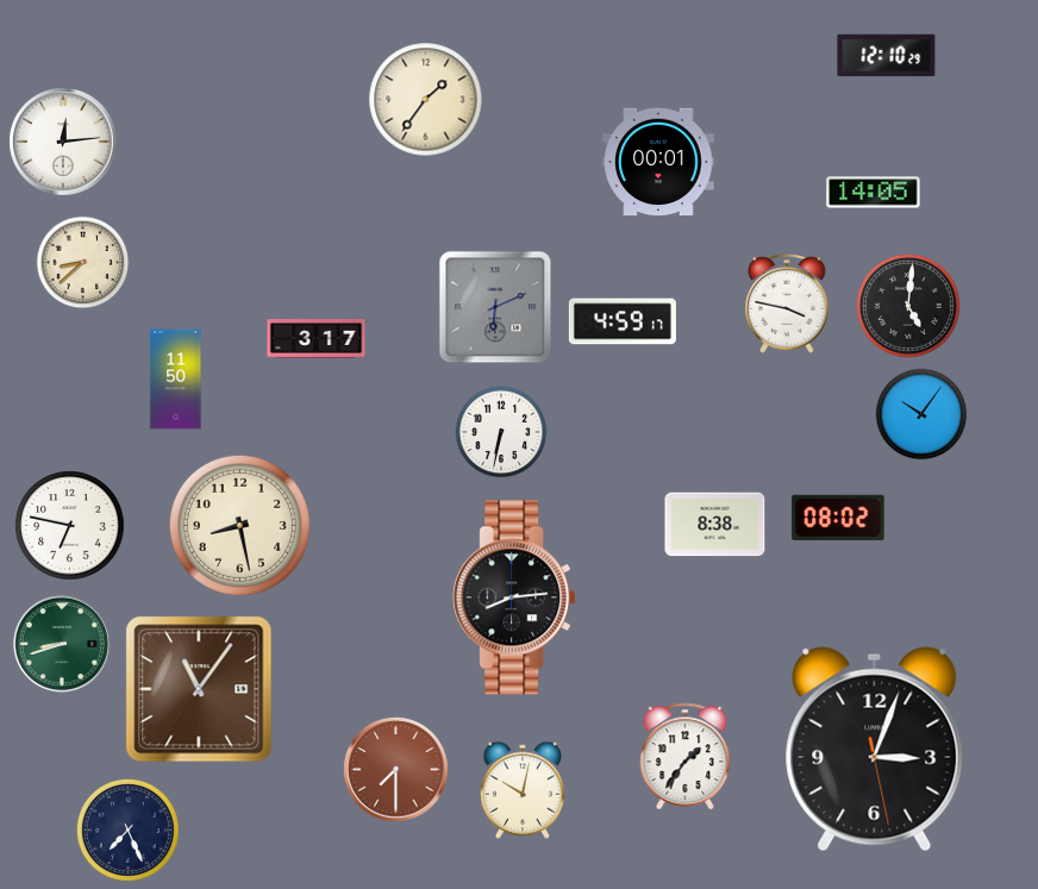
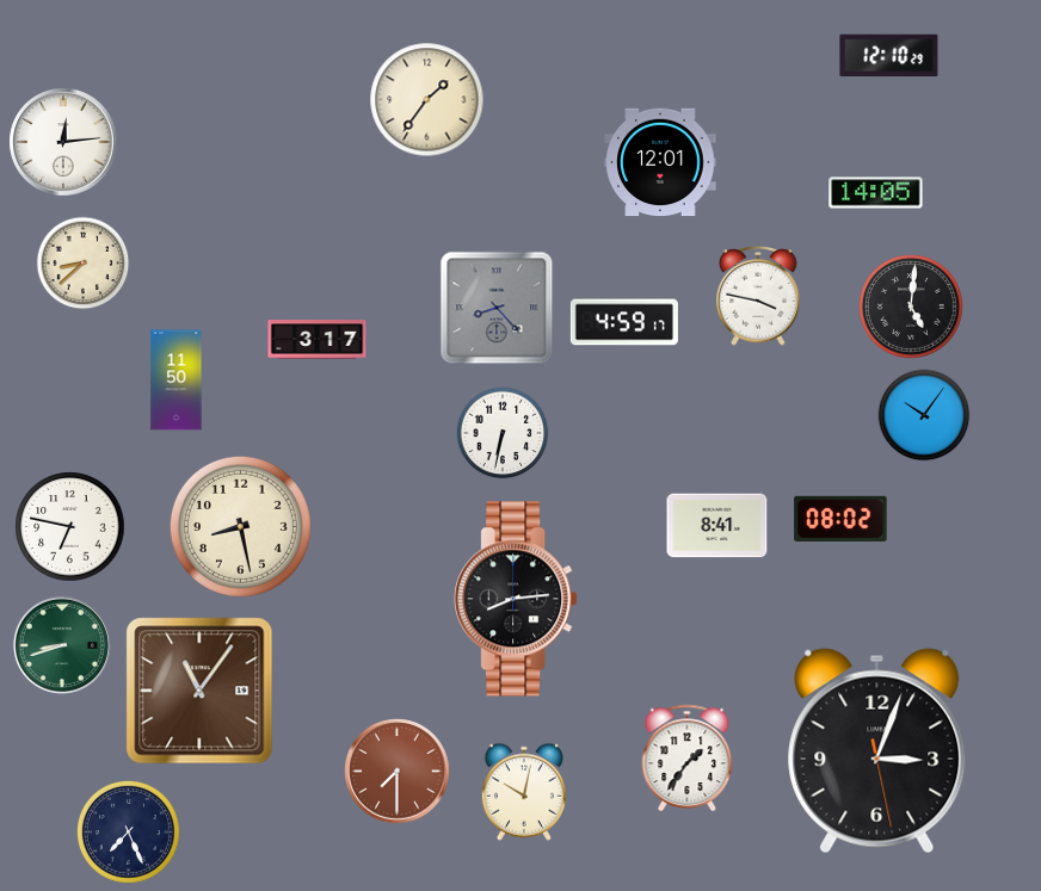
clock at (658, 162): 00:01 -> 12:01
clock at (787, 305) position: (787, 305) -> (758, 297)
clock at (495, 307): 6:11 -> 8:23
clock at (715, 525): 8:38 -> 8:41
